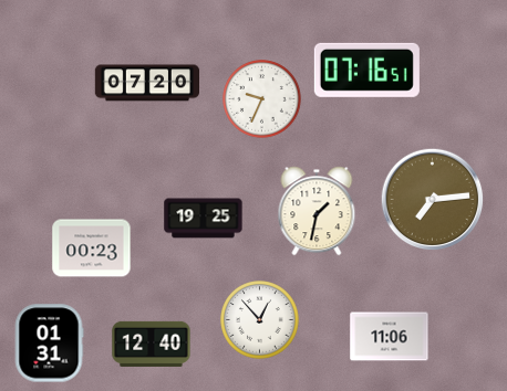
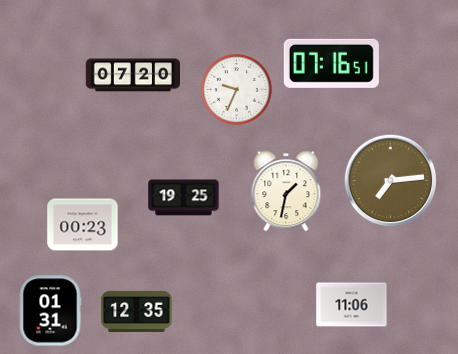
clock at (260, 320): 12:53 -> none
clock at (49, 344) position: (49, 344) -> (50, 311)
clock at (152, 344): 12:40 -> 12:35
